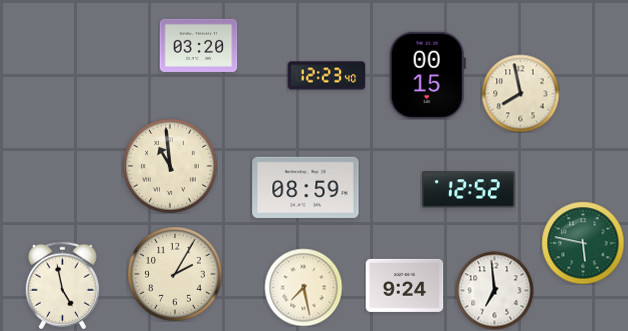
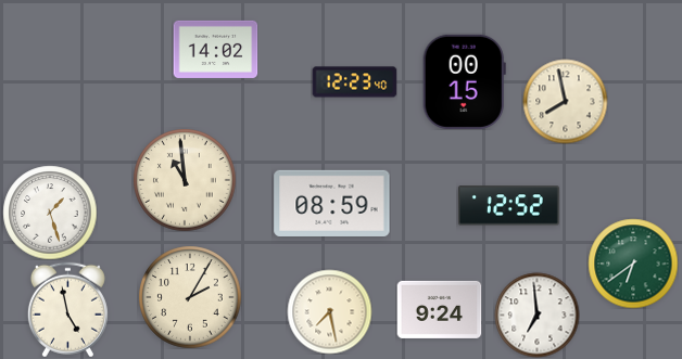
clock at (198, 45): 03:20 -> 14:02
clock at (50, 213): none -> 1:27
clock at (583, 243): 5:47 -> 6:39
